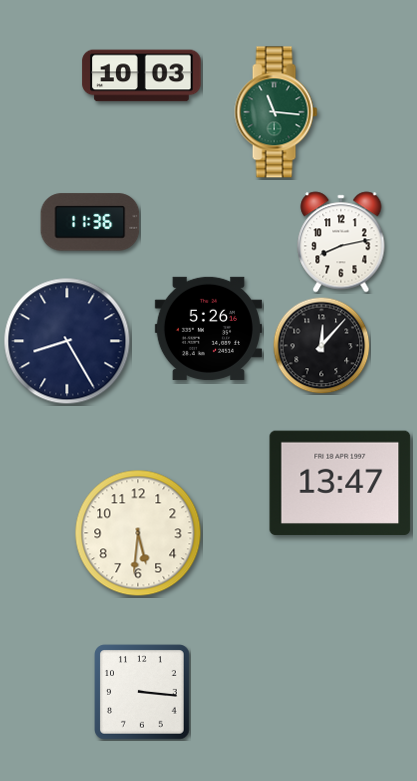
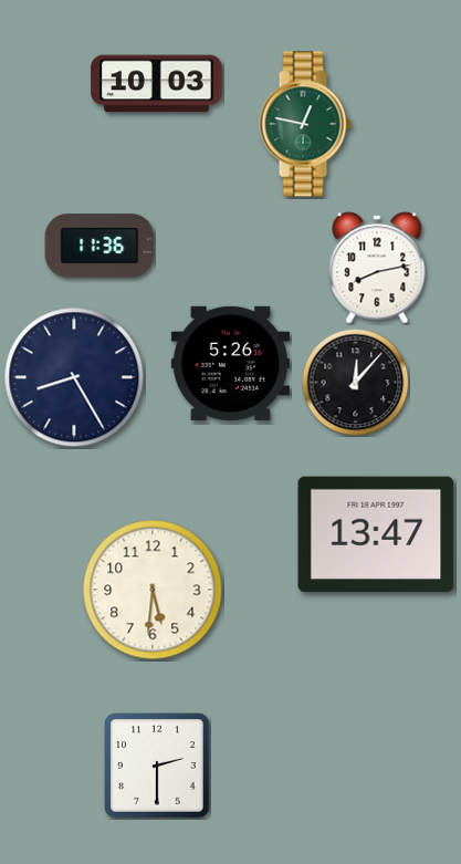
clock at (276, 112): 11:16 -> 12:47
clock at (142, 692): 3:16 -> 2:30
